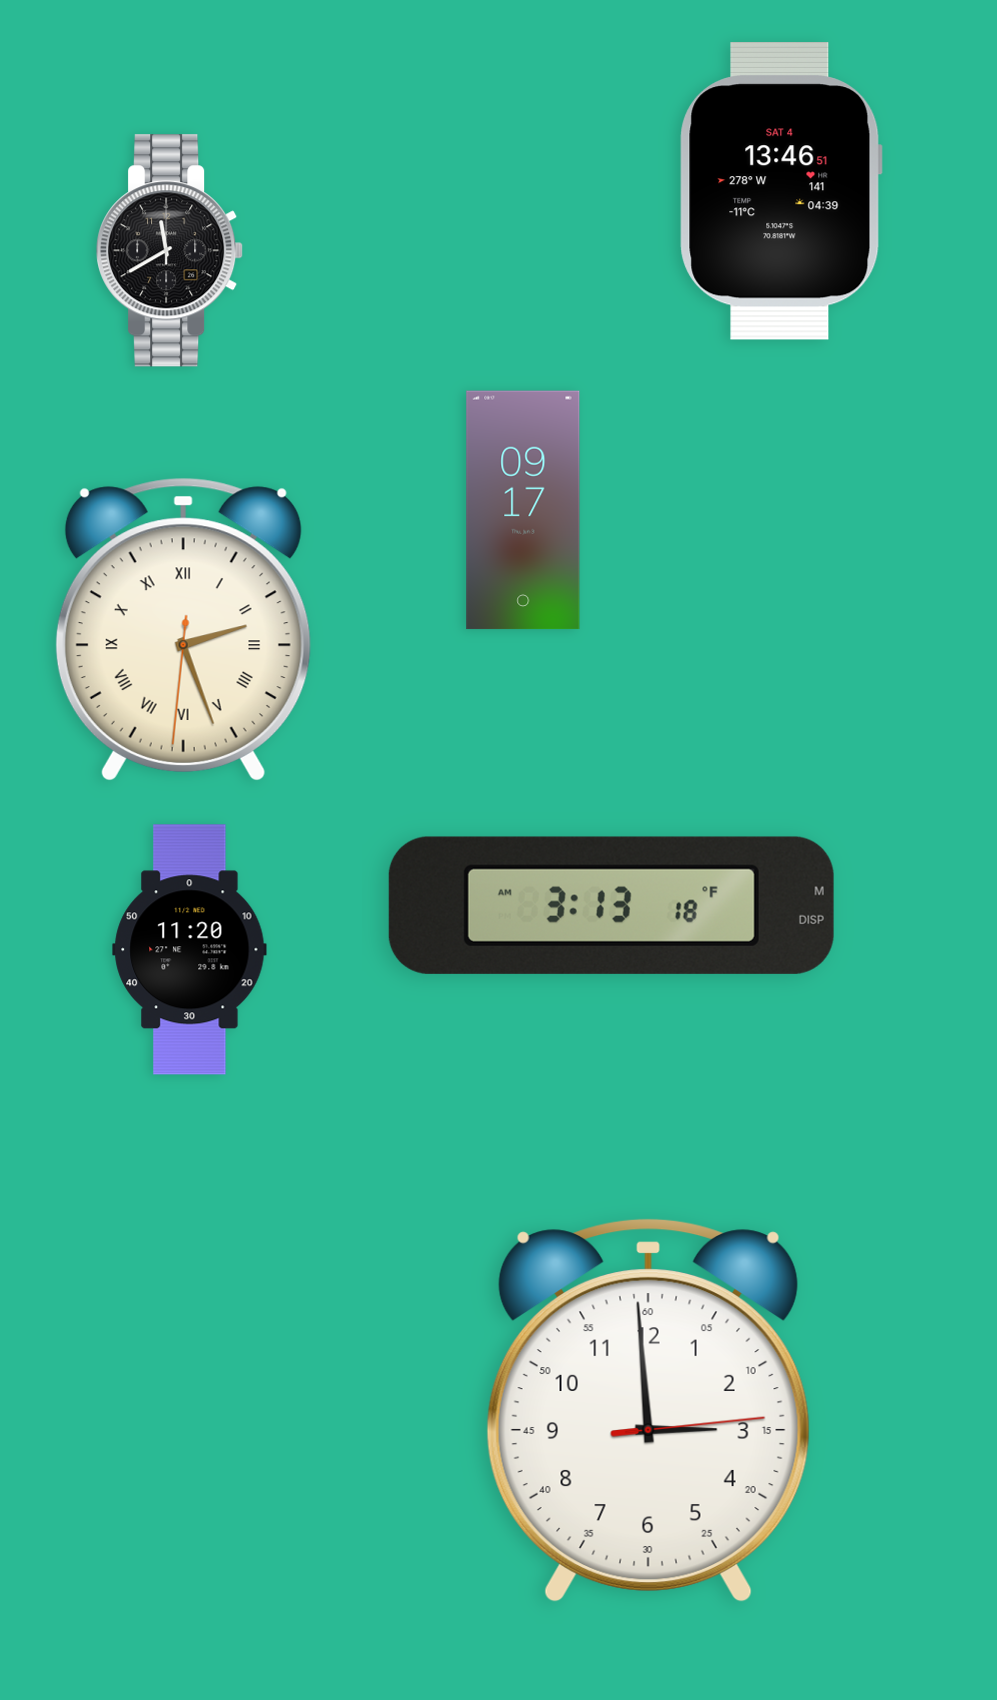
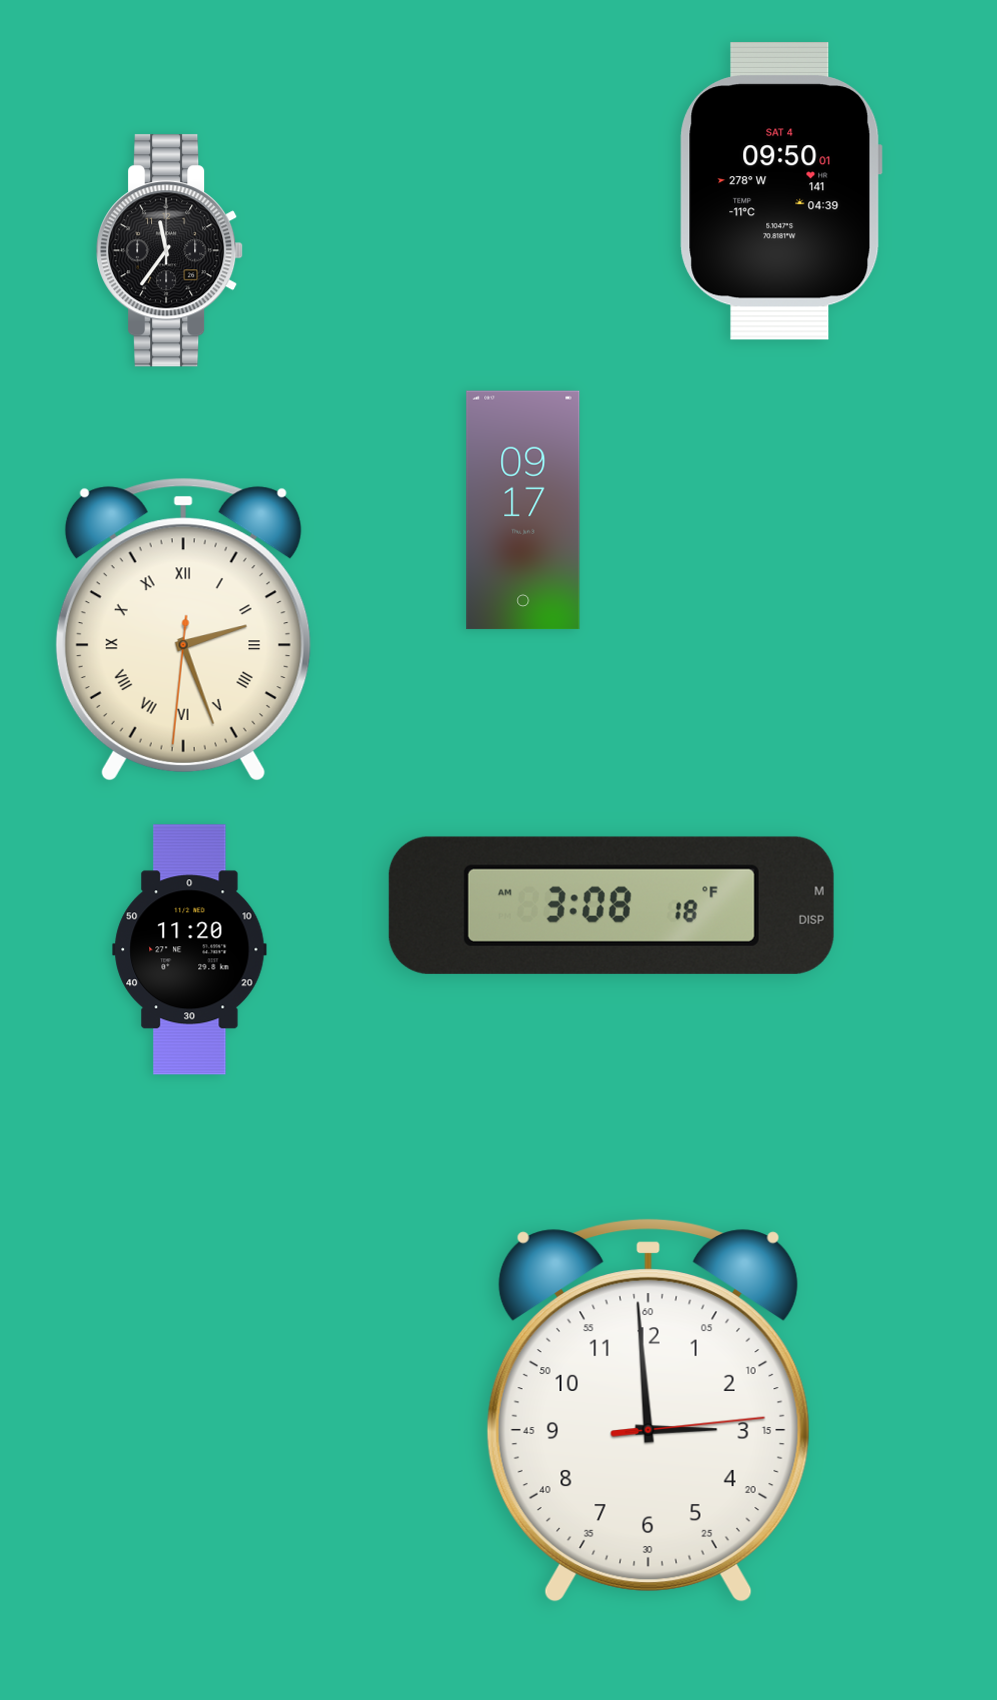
clock at (781, 192): 13:46 -> 09:50
clock at (170, 251): 11:40 -> 11:36
clock at (611, 905): 3:13 -> 3:08
